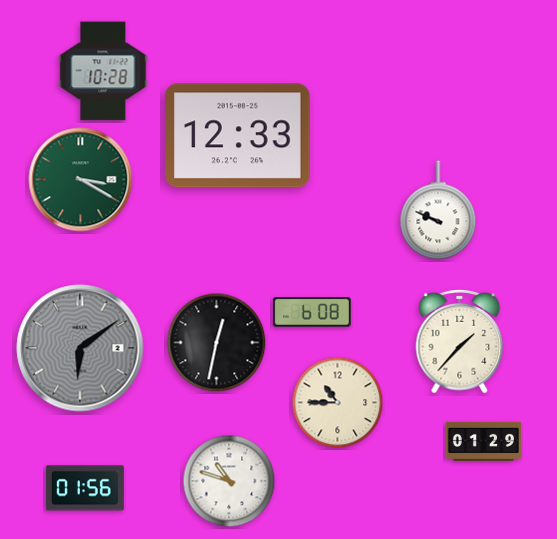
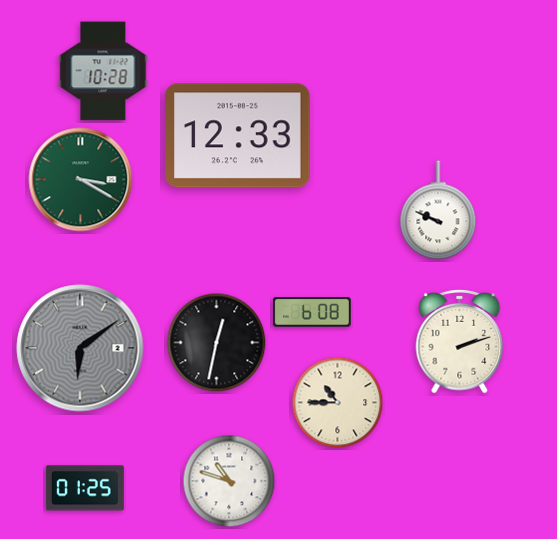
clock at (460, 342): 1:37 -> 2:12
clock at (483, 441): 01:29 -> none
clock at (85, 488): 01:56 -> 01:25
